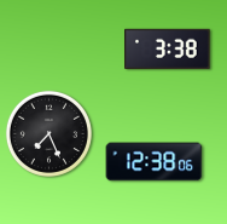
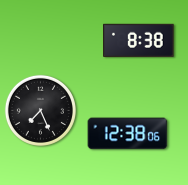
clock at (168, 48): 3:38 -> 8:38
